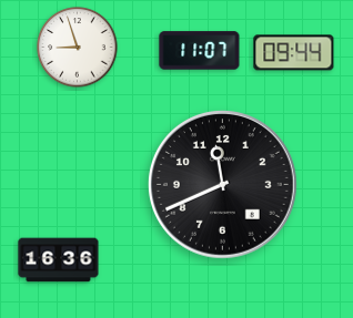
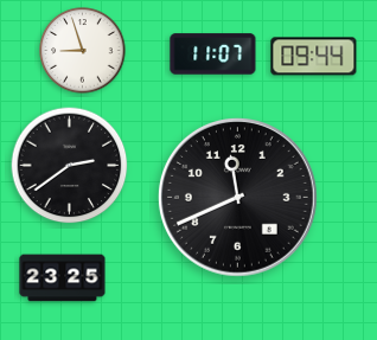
clock at (70, 166): none -> 2:39
clock at (59, 260): 16:36 -> 23:25
